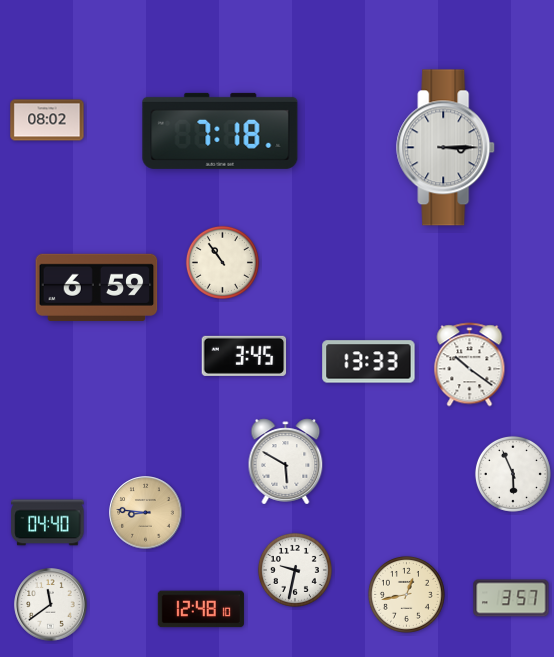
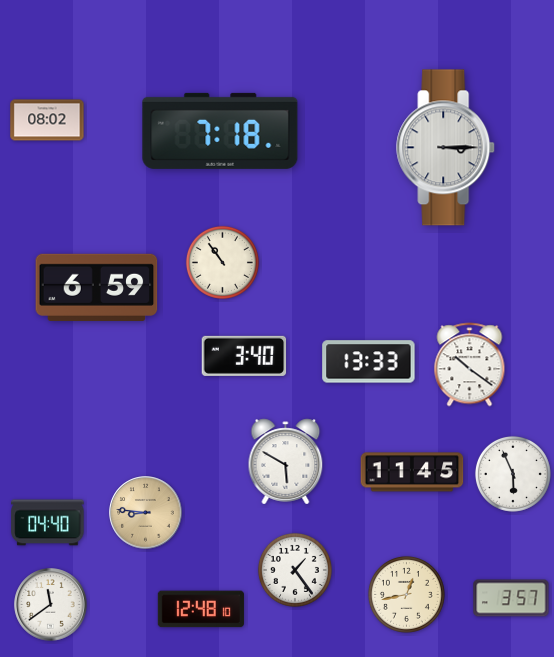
clock at (244, 356): 3:45 -> 3:40
clock at (412, 472): none -> 11:45
clock at (295, 570): 9:32 -> 1:24
